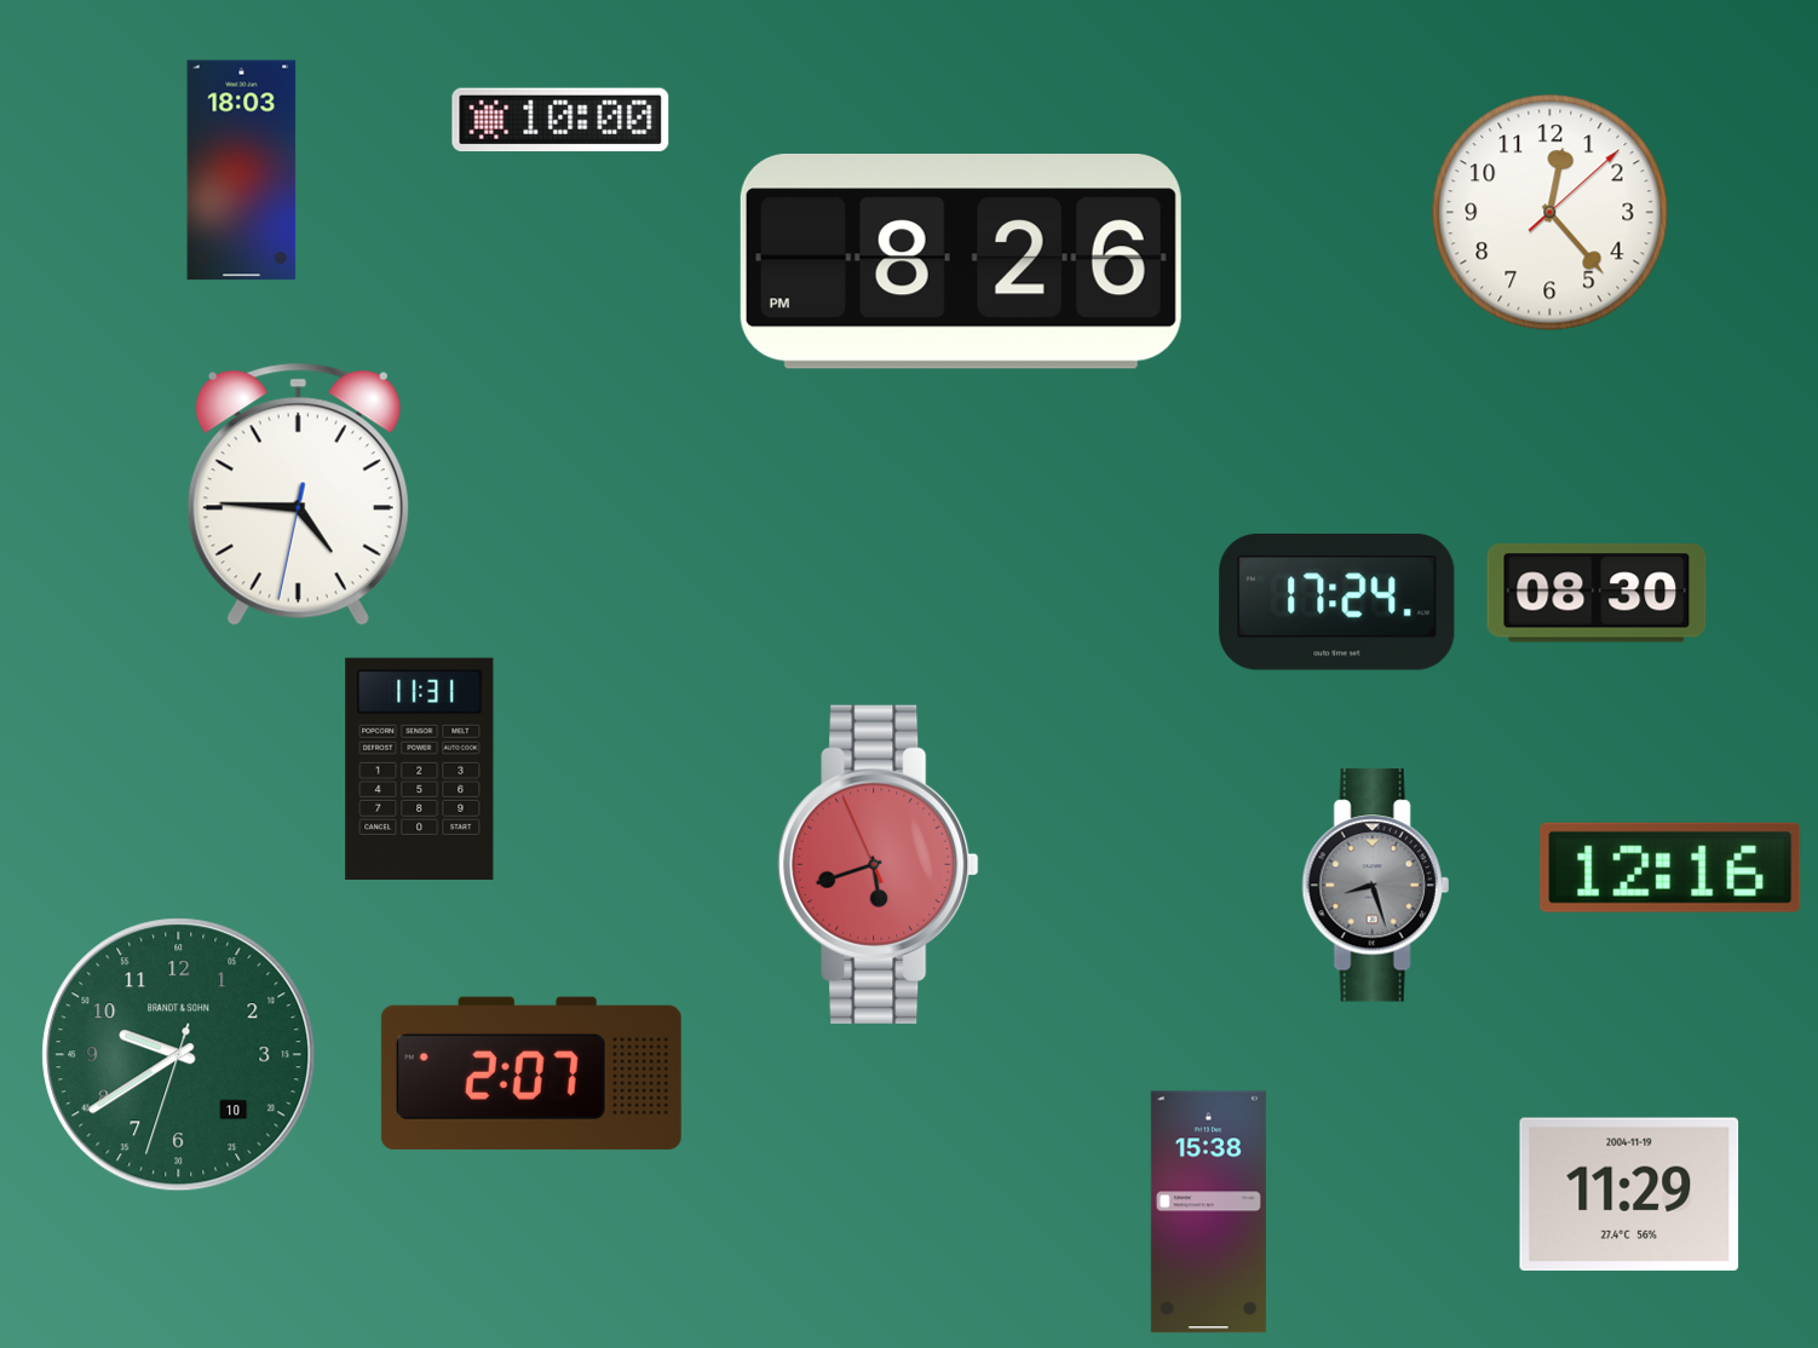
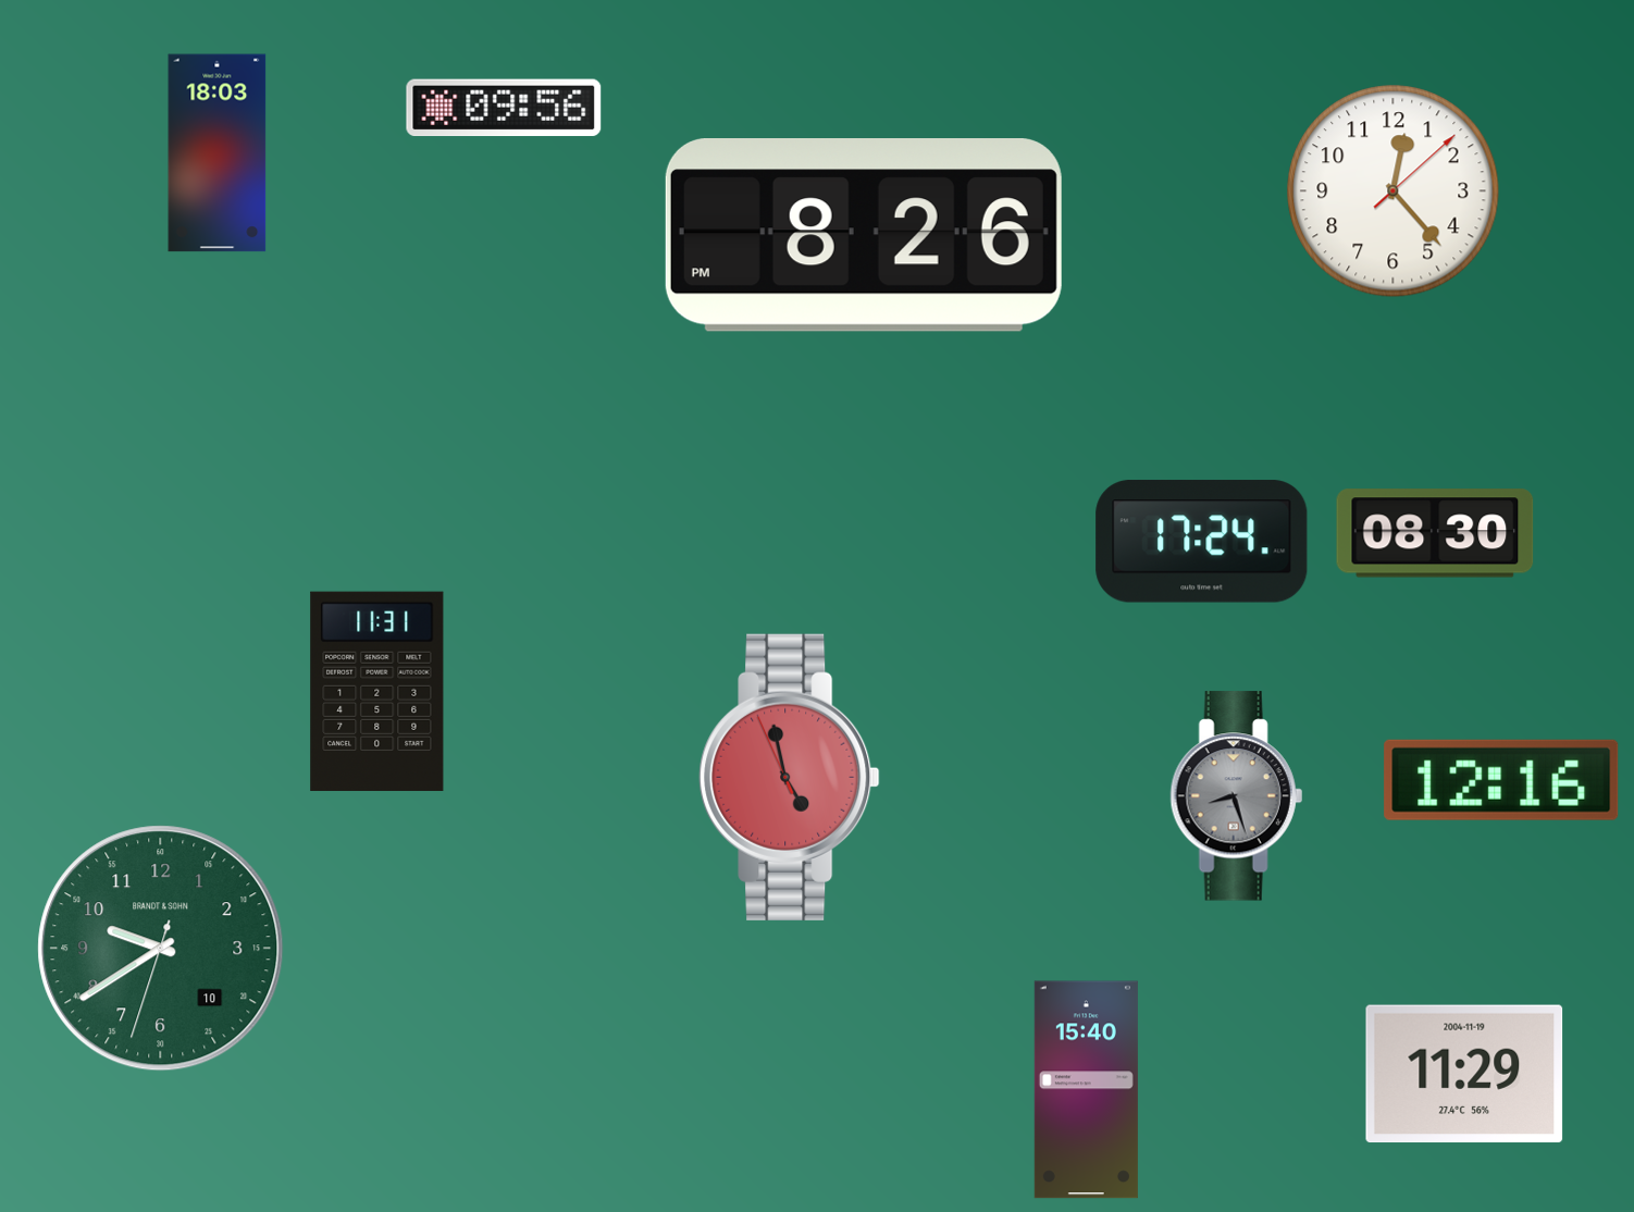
clock at (560, 120): 10:00 -> 09:56
clock at (298, 494): 4:45 -> none
clock at (879, 864): 5:41 -> 4:57
clock at (531, 1073): 2:07 -> none
clock at (1208, 1212): 15:38 -> 15:40
